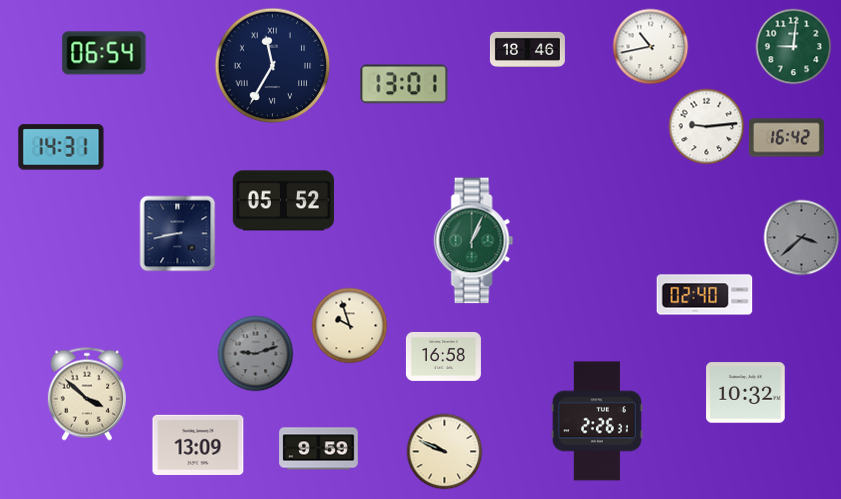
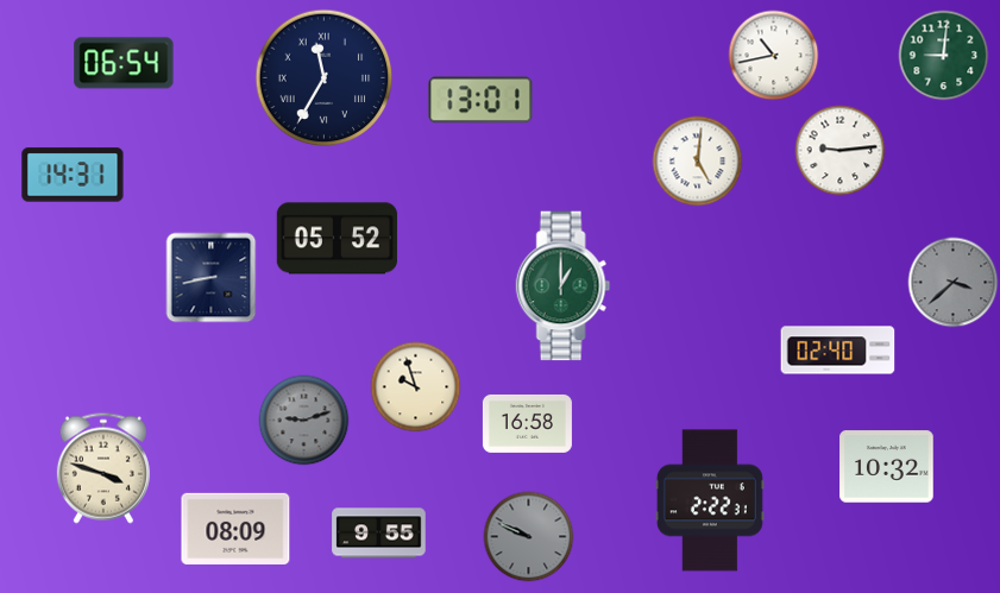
clock at (527, 49): 18:46 -> none
clock at (698, 162): none -> 5:01
clock at (786, 138): 16:42 -> none
clock at (474, 241): 1:04 -> 1:00
clock at (87, 394): 3:52 -> 3:48
clock at (597, 421): 2:26 -> 2:22
clock at (198, 445): 13:09 -> 08:09
clock at (319, 449): 9:59 -> 9:55
clock at (445, 452) dial: cream -> grey
